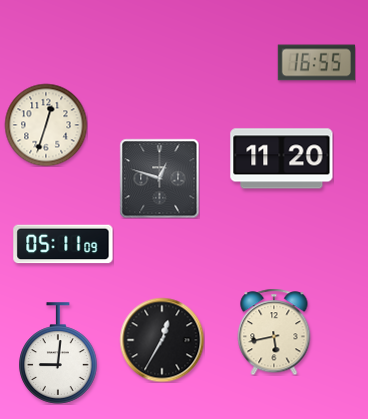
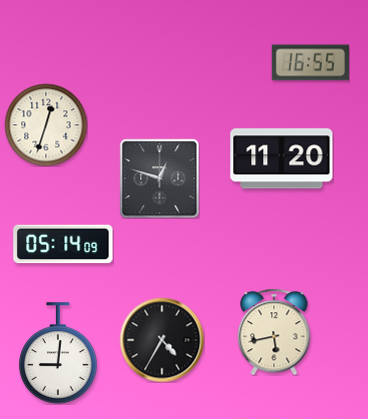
clock at (316, 63) position: (316, 63) -> (310, 63)
clock at (63, 244): 05:11 -> 05:14
clock at (162, 340): 12:35 -> 4:35
